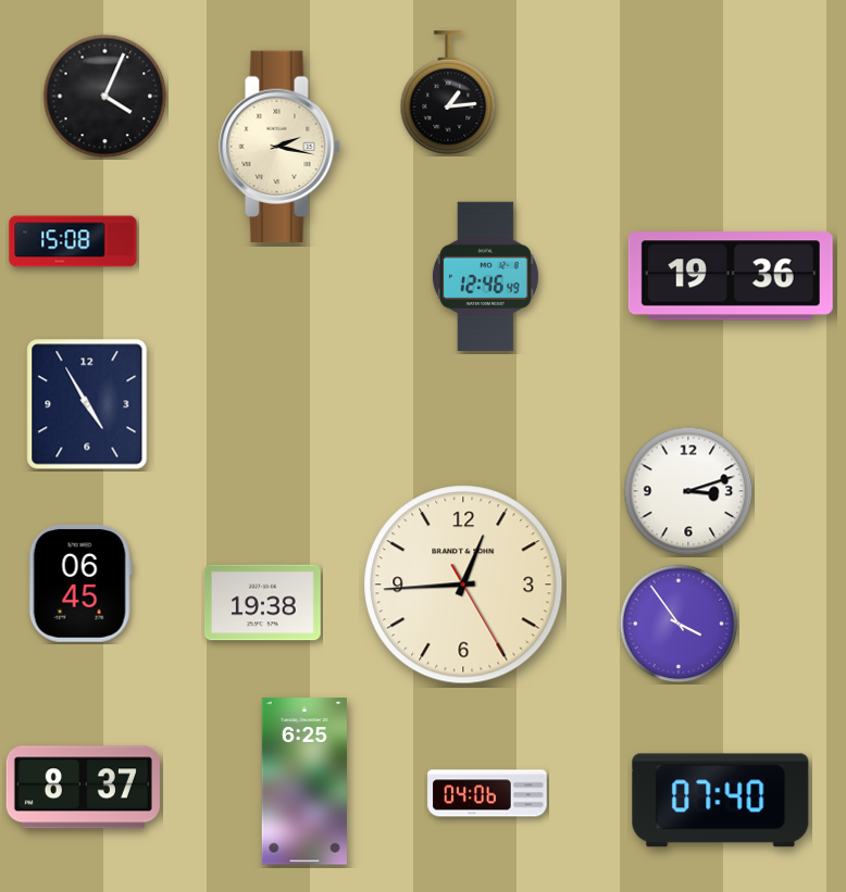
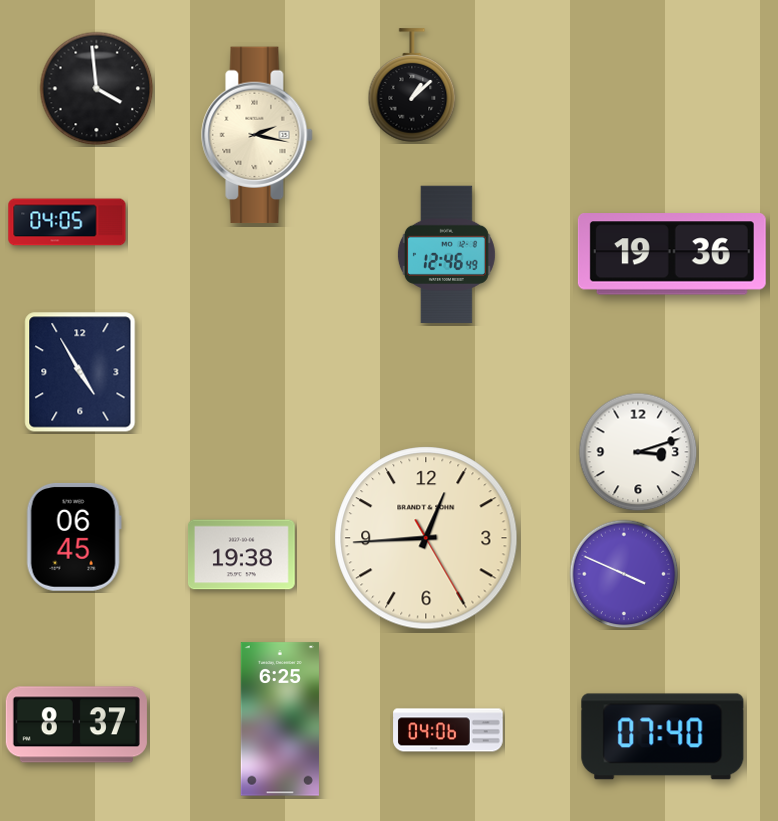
clock at (448, 92): 1:14 -> 1:08
clock at (105, 97): 4:04 -> 3:59
clock at (73, 241): 15:08 -> 04:05
clock at (688, 491) position: (688, 491) -> (638, 452)
clock at (679, 624): 3:54 -> 3:49
